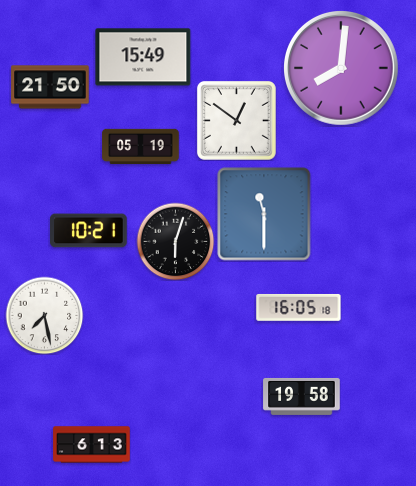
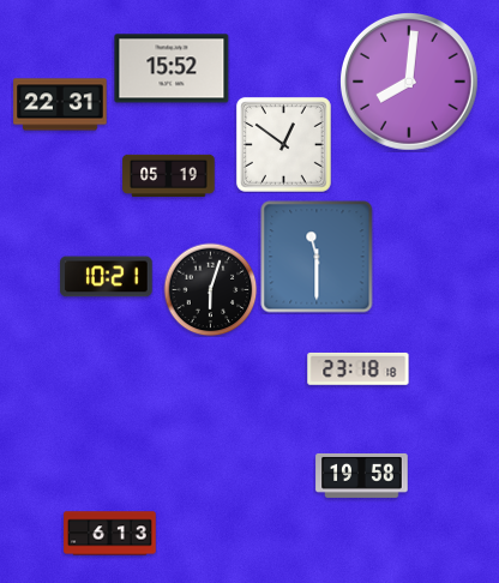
clock at (143, 57): 15:49 -> 15:52
clock at (50, 87): 21:50 -> 22:31
clock at (299, 307): 16:05 -> 23:18
clock at (44, 315): 7:28 -> none
